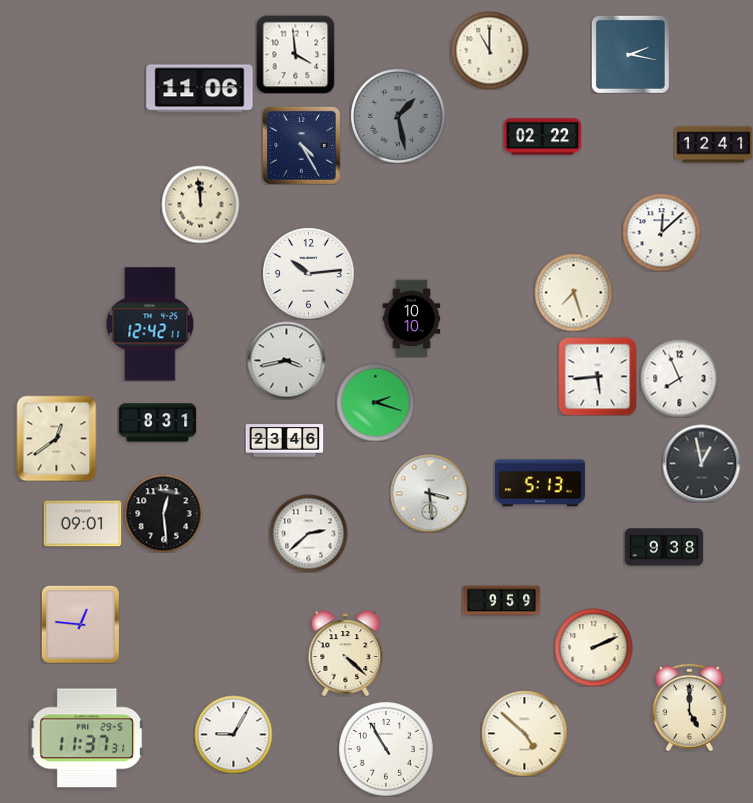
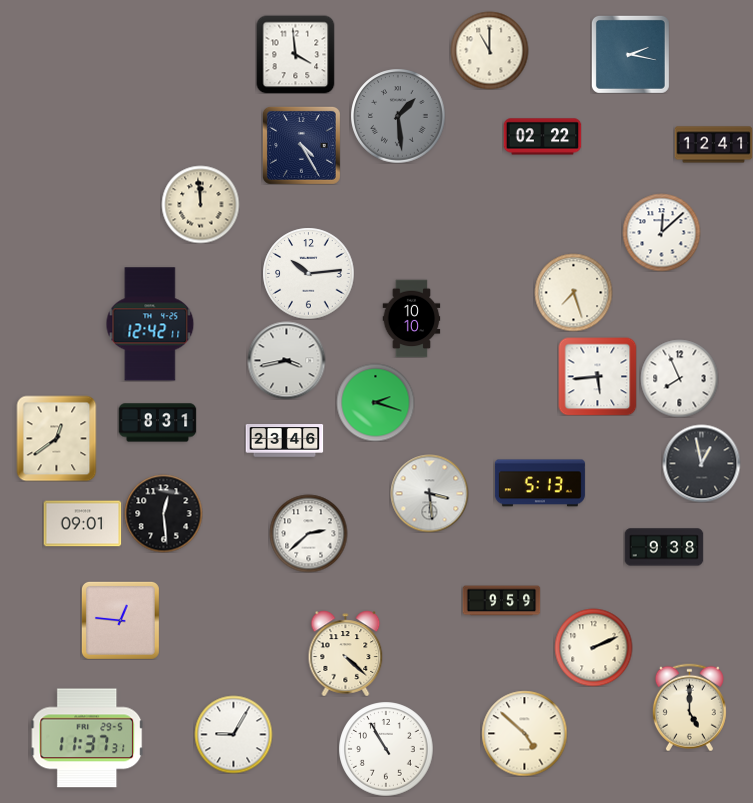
clock at (200, 89): 11:06 -> none
clock at (398, 116): 1:28 -> 1:29
clock at (80, 624) position: (80, 624) -> (120, 620)
